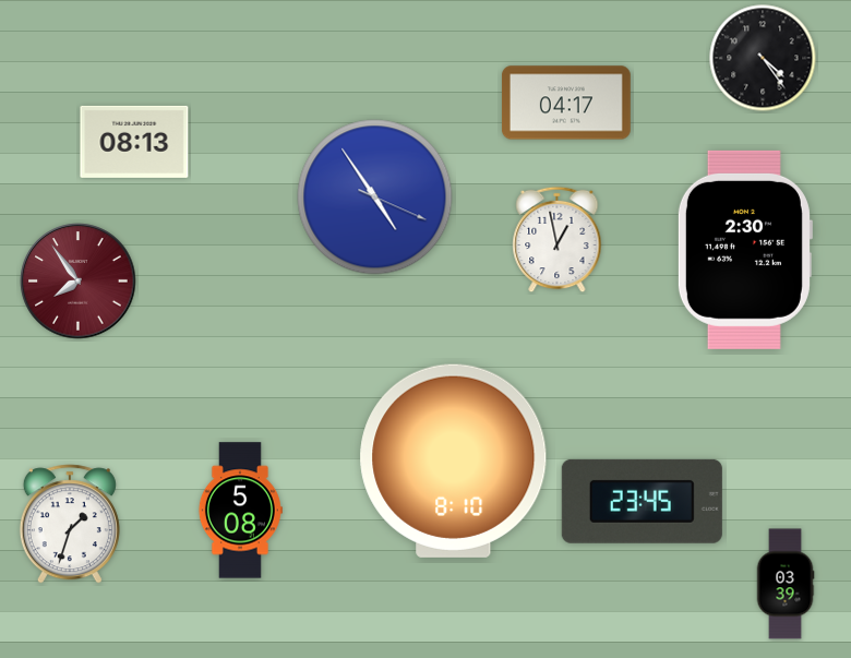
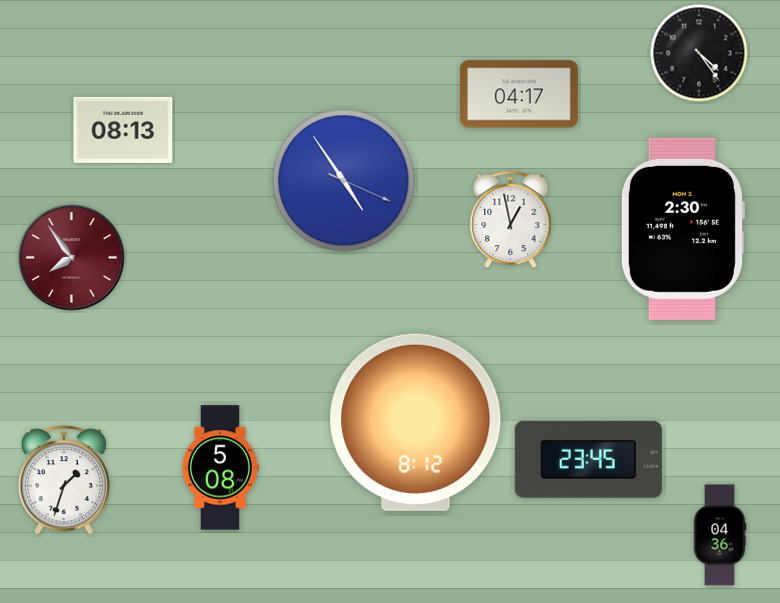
clock at (454, 460): 8:10 -> 8:12
clock at (786, 584): 03:39 -> 04:36
